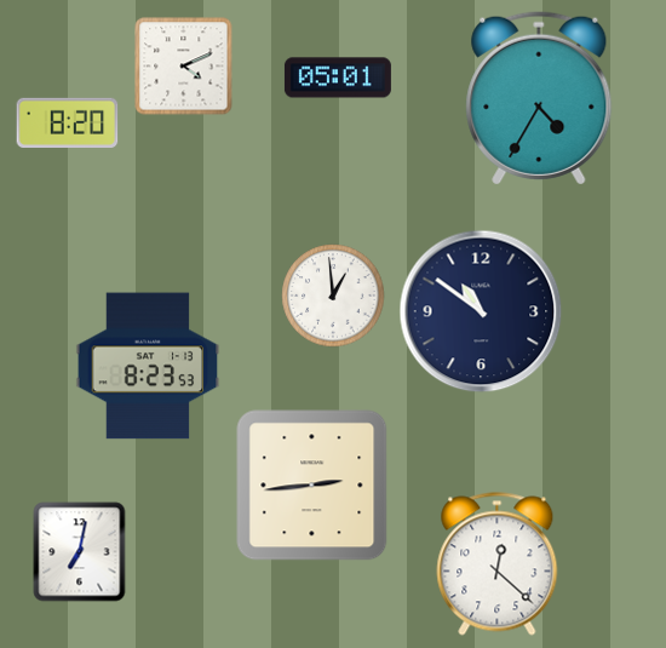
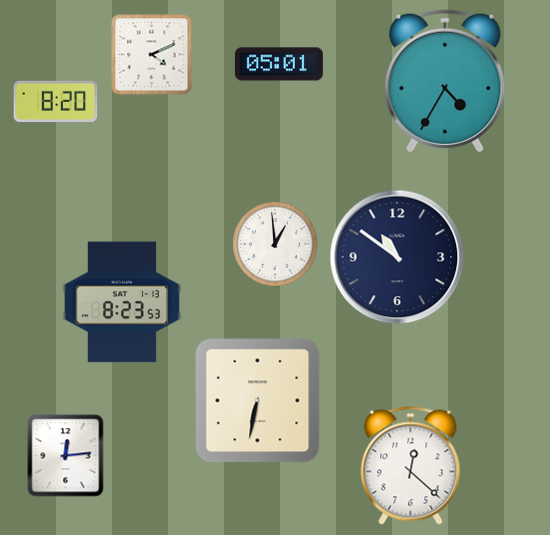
clock at (312, 486): 2:44 -> 6:32
clock at (80, 552): 7:02 -> 12:14
